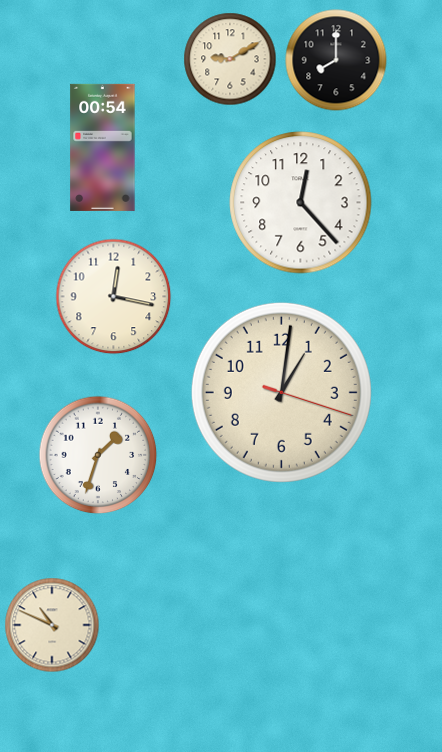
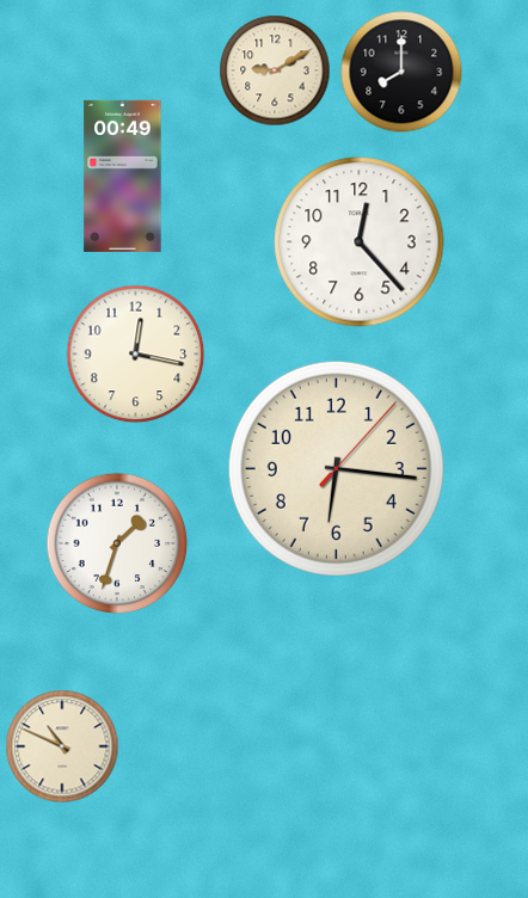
clock at (103, 147): 00:54 -> 00:49
clock at (281, 392): 1:01 -> 6:16
